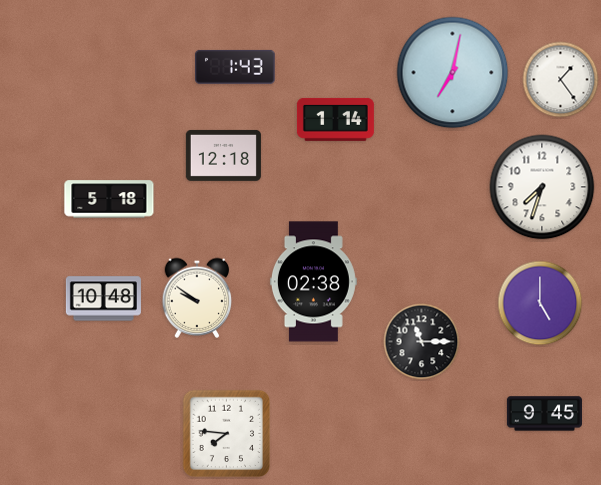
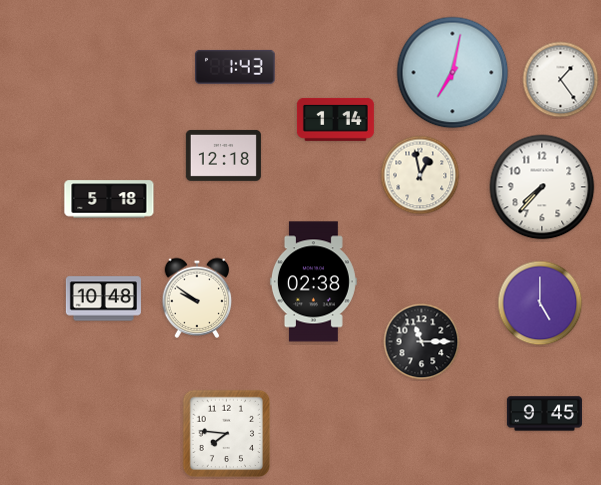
clock at (420, 175): none -> 12:58
clock at (542, 187): 7:33 -> 7:37
